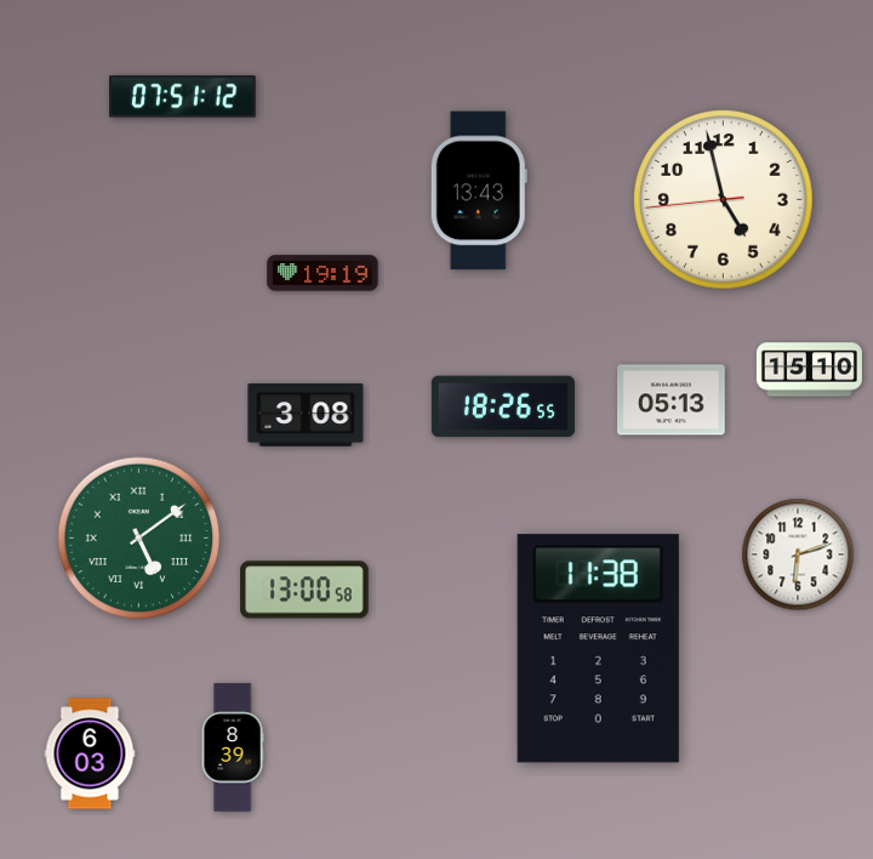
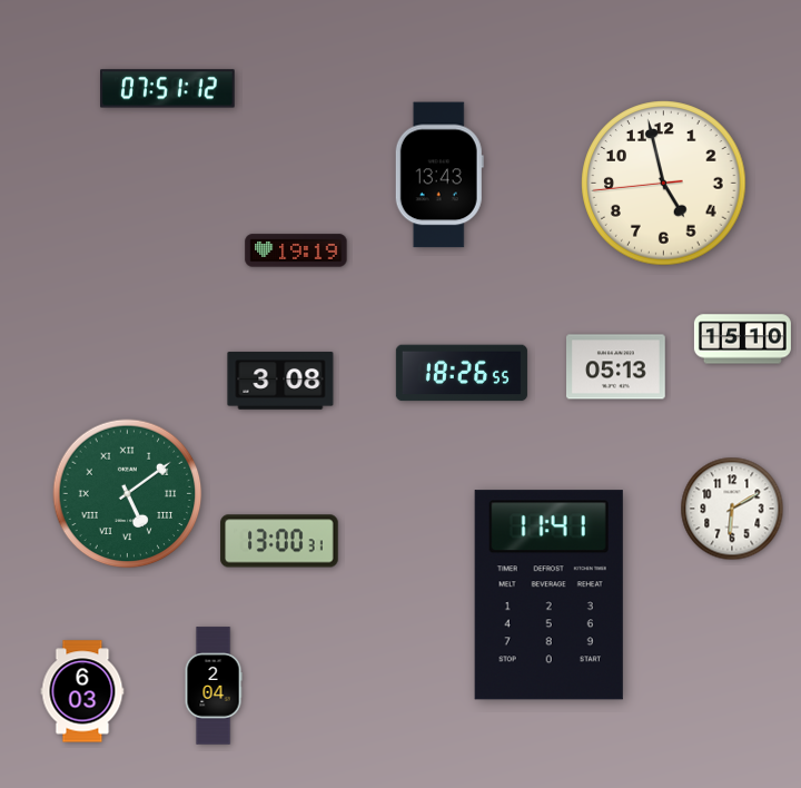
clock at (798, 554): 6:12 -> 6:10
clock at (304, 590): 13:00:58 -> 13:00:31
clock at (598, 649): 11:38 -> 11:41
clock at (233, 747): 8:39 -> 2:04
